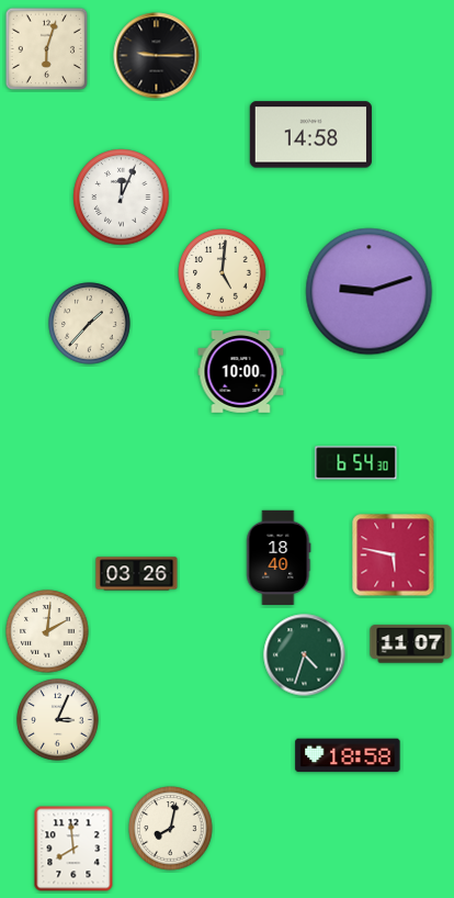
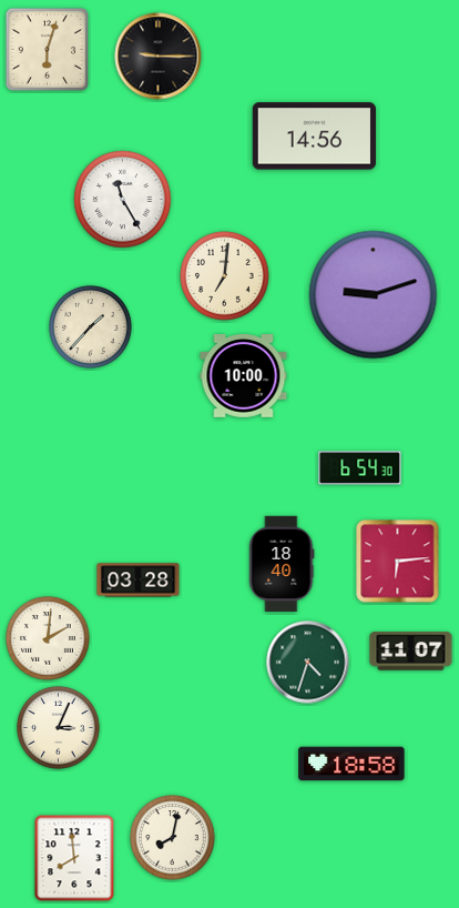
clock at (310, 135): 14:58 -> 14:56
clock at (122, 198): 12:04 -> 11:25
clock at (223, 273): 5:01 -> 7:01
clock at (394, 555): 5:47 -> 6:14
clock at (137, 574): 03:26 -> 03:28
clock at (411, 644) position: (411, 644) -> (411, 652)
